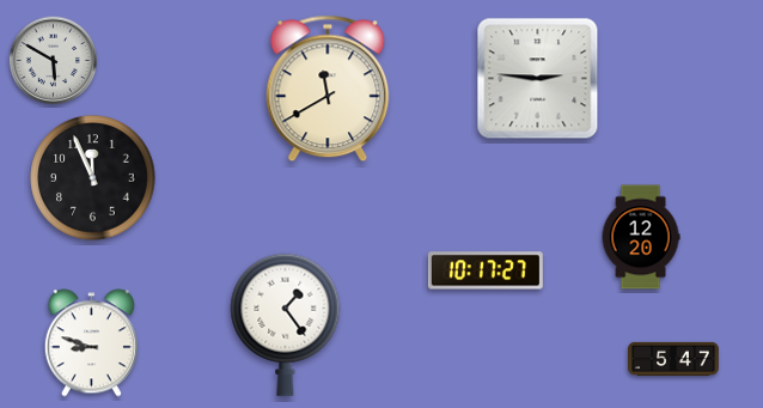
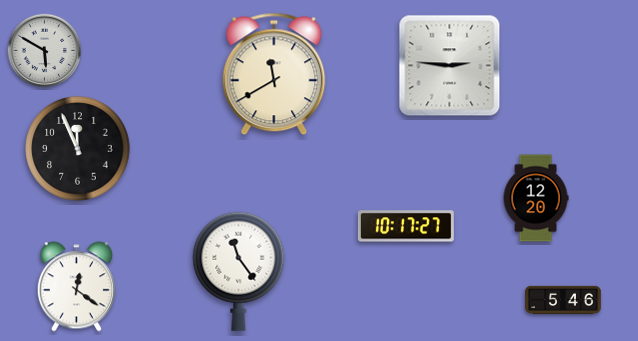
clock at (286, 324): 1:24 -> 11:24
clock at (91, 343): 8:48 -> 12:21
clock at (673, 358): 5:47 -> 5:46
